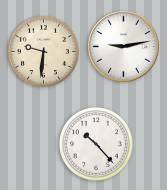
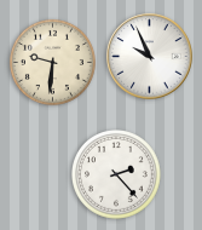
clock at (124, 47): 9:13 -> 9:56
clock at (97, 145): 10:23 -> 2:23
